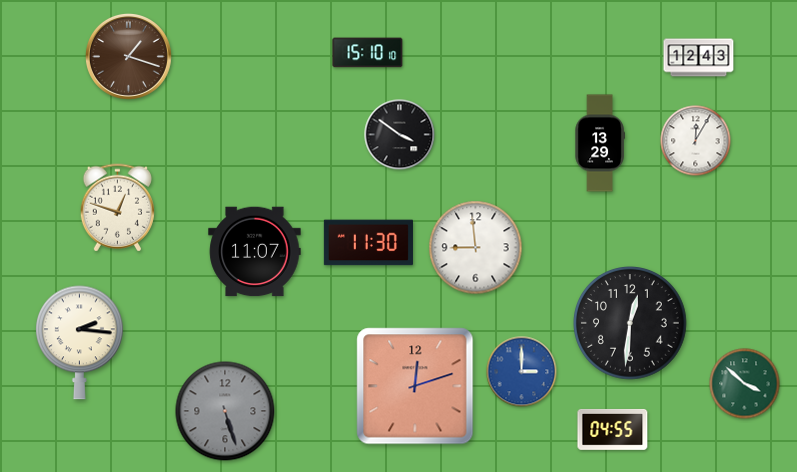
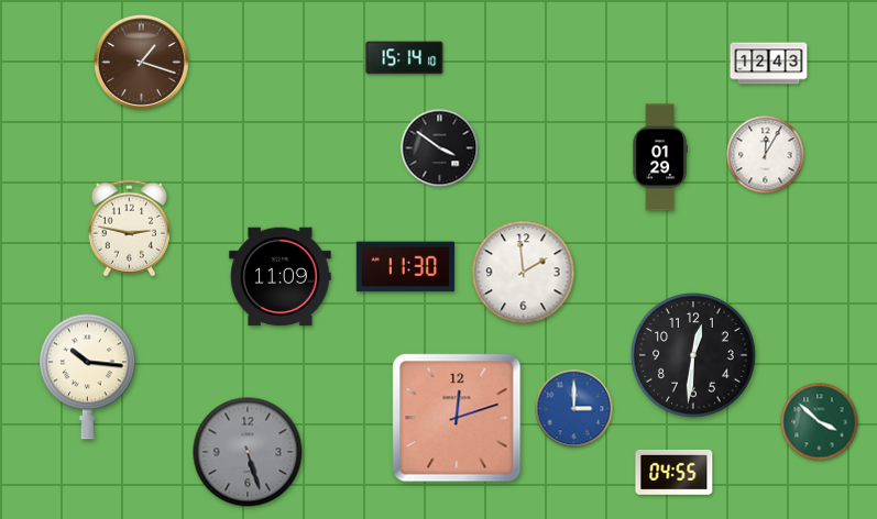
clock at (368, 53): 15:10 -> 15:14
clock at (600, 143): 13:29 -> 01:29
clock at (117, 208): 12:48 -> 2:47
clock at (476, 248): 8:59 -> 1:59
clock at (255, 252): 11:07 -> 11:09
clock at (80, 343): 2:16 -> 10:16
clock at (415, 386) position: (415, 386) -> (457, 418)
